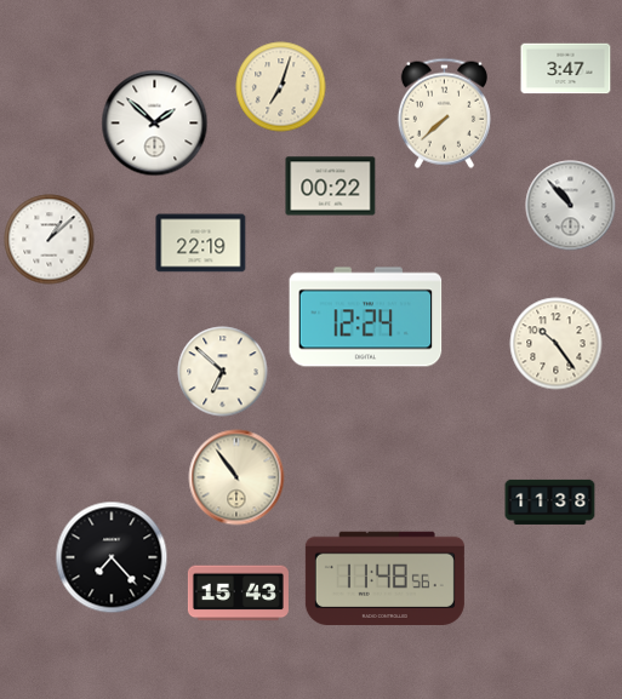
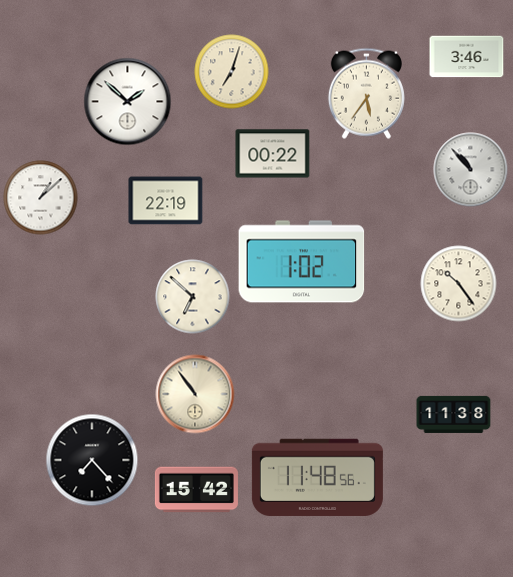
clock at (566, 69): 3:47 -> 3:46
clock at (444, 113): 7:38 -> 5:36
clock at (366, 317): 12:24 -> 1:02
clock at (223, 372) position: (223, 372) -> (193, 297)
clock at (238, 594): 15:43 -> 15:42
